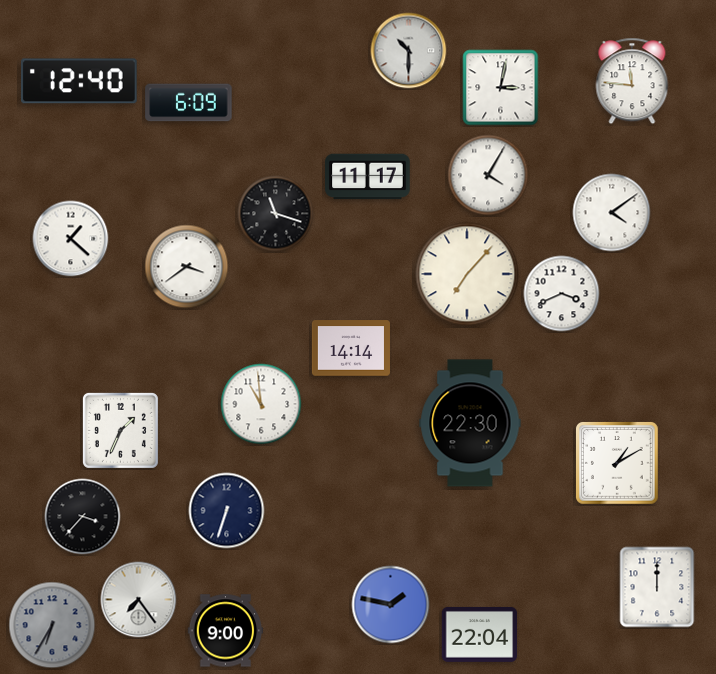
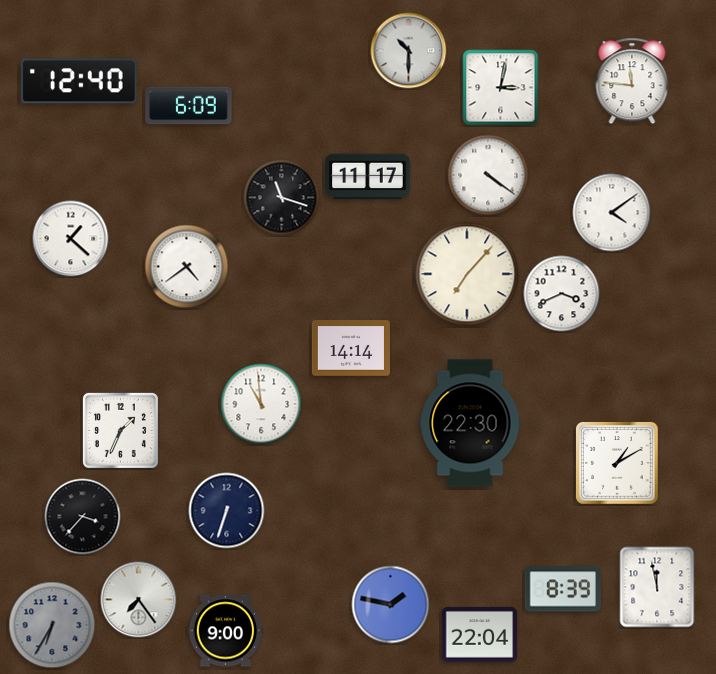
clock at (189, 103) position: (189, 103) -> (189, 106)
clock at (488, 175): 4:05 -> 4:21
clock at (276, 214) position: (276, 214) -> (282, 198)
clock at (187, 267): 3:39 -> 4:39
clock at (657, 587): 12:00 -> 11:58
clock at (563, 589): none -> 8:39
